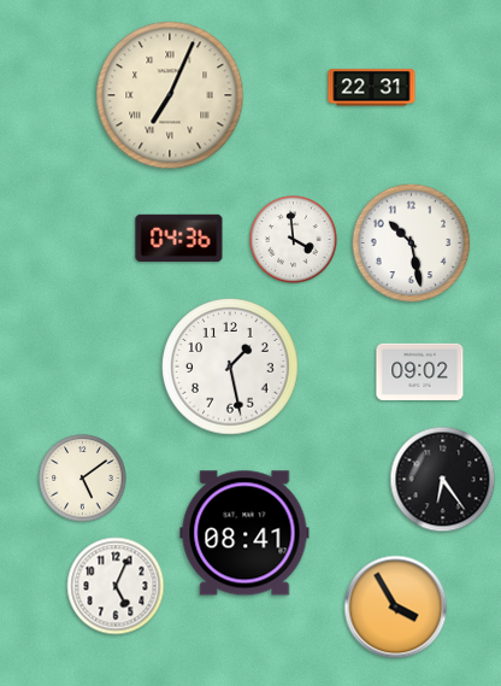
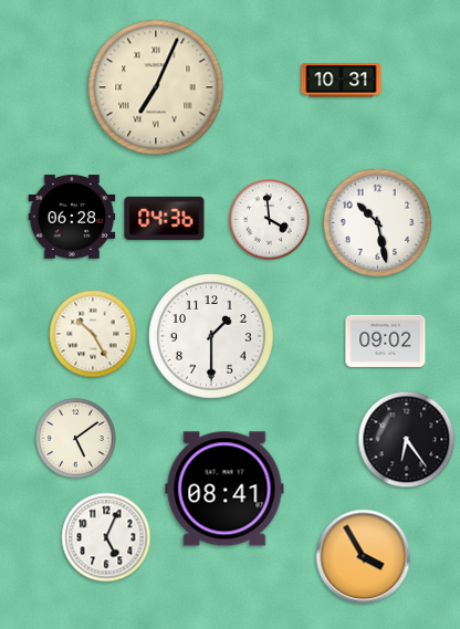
clock at (372, 88): 22:31 -> 10:31
clock at (72, 217): none -> 06:28
clock at (93, 334): none -> 10:25
clock at (230, 367): 1:28 -> 1:30
